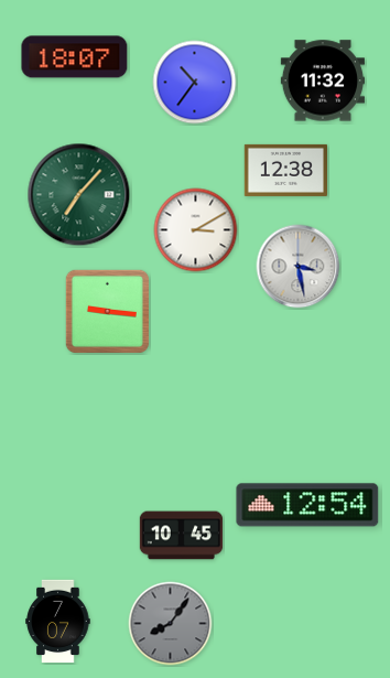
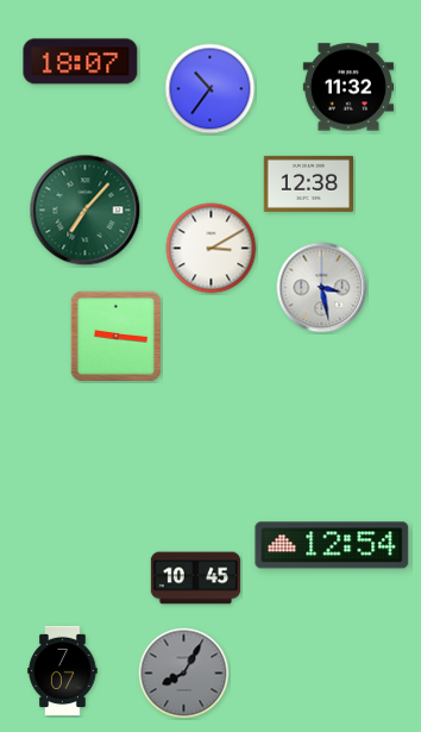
clock at (171, 624): 8:06 -> 8:05
